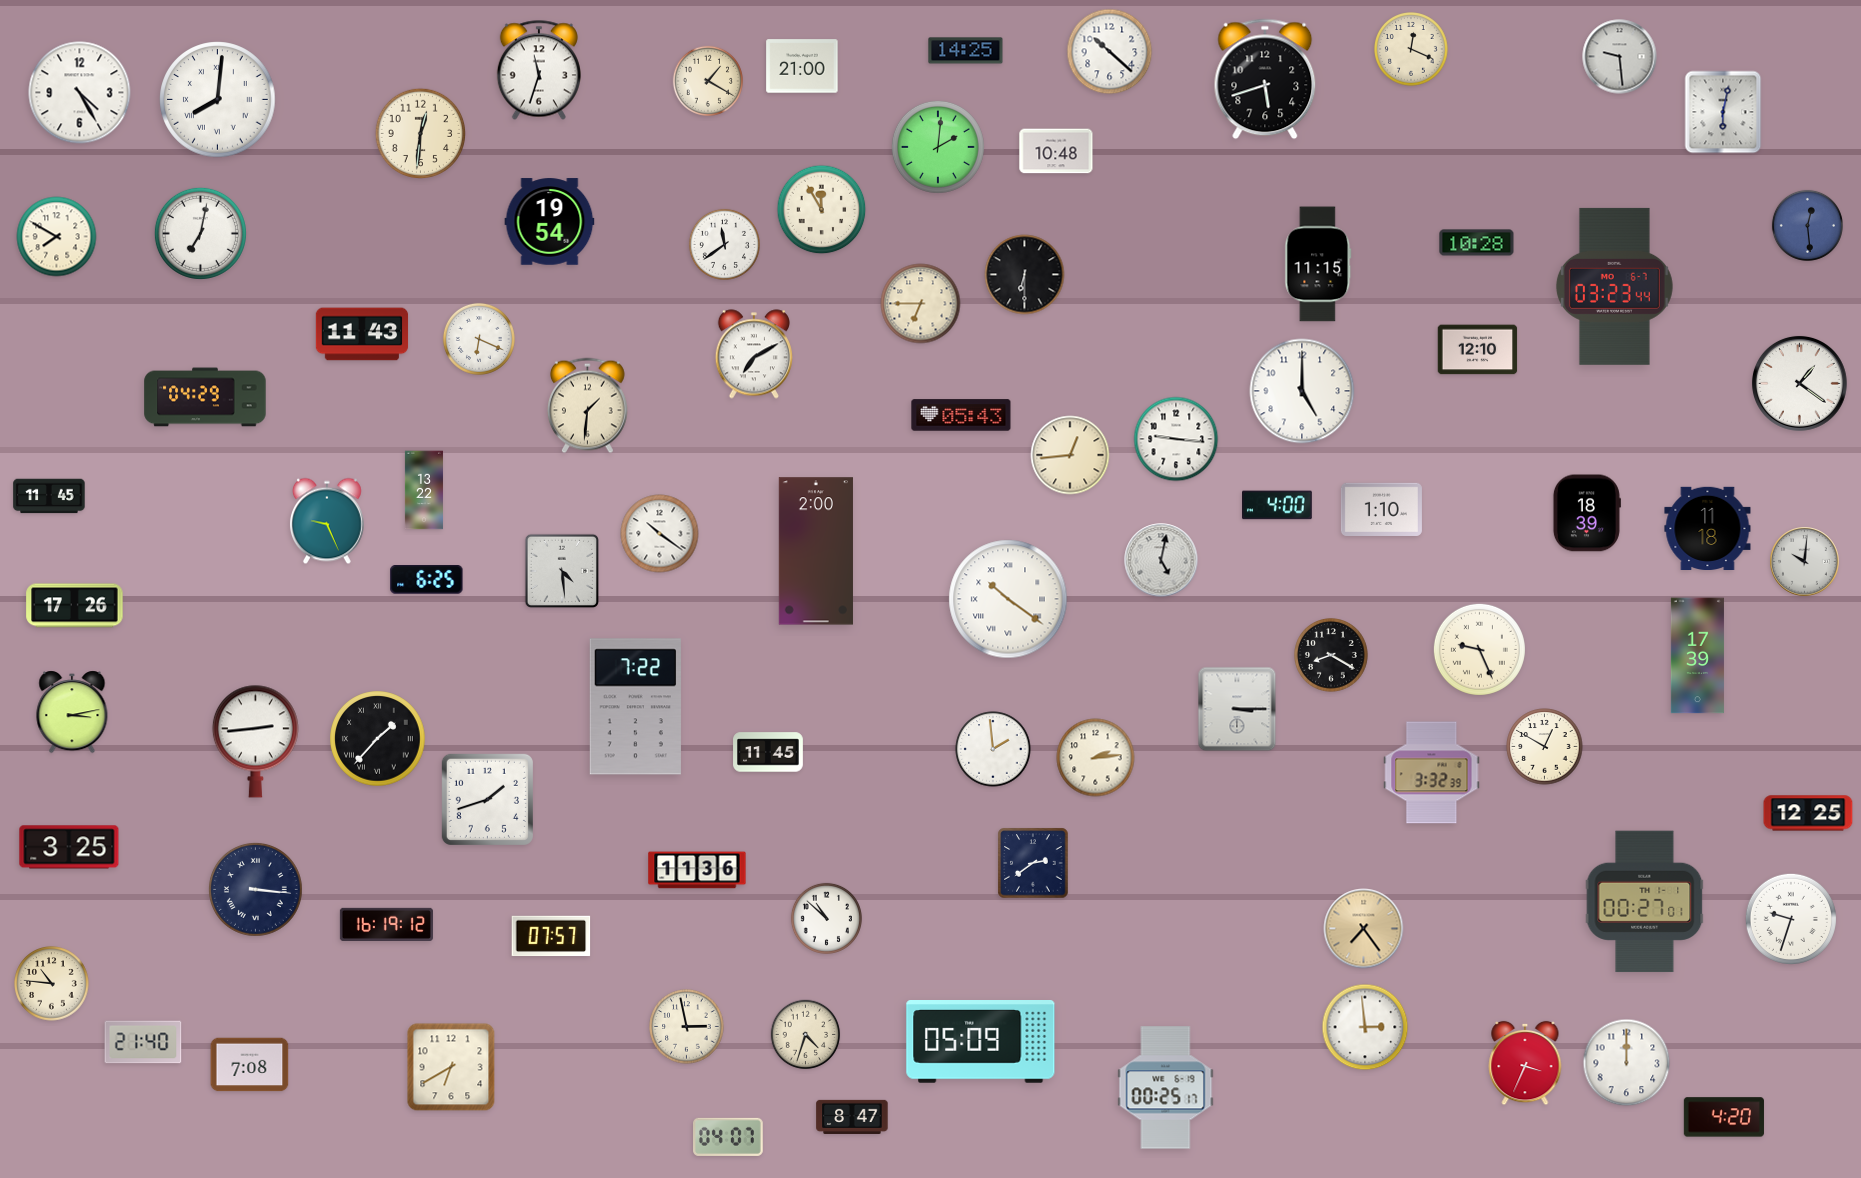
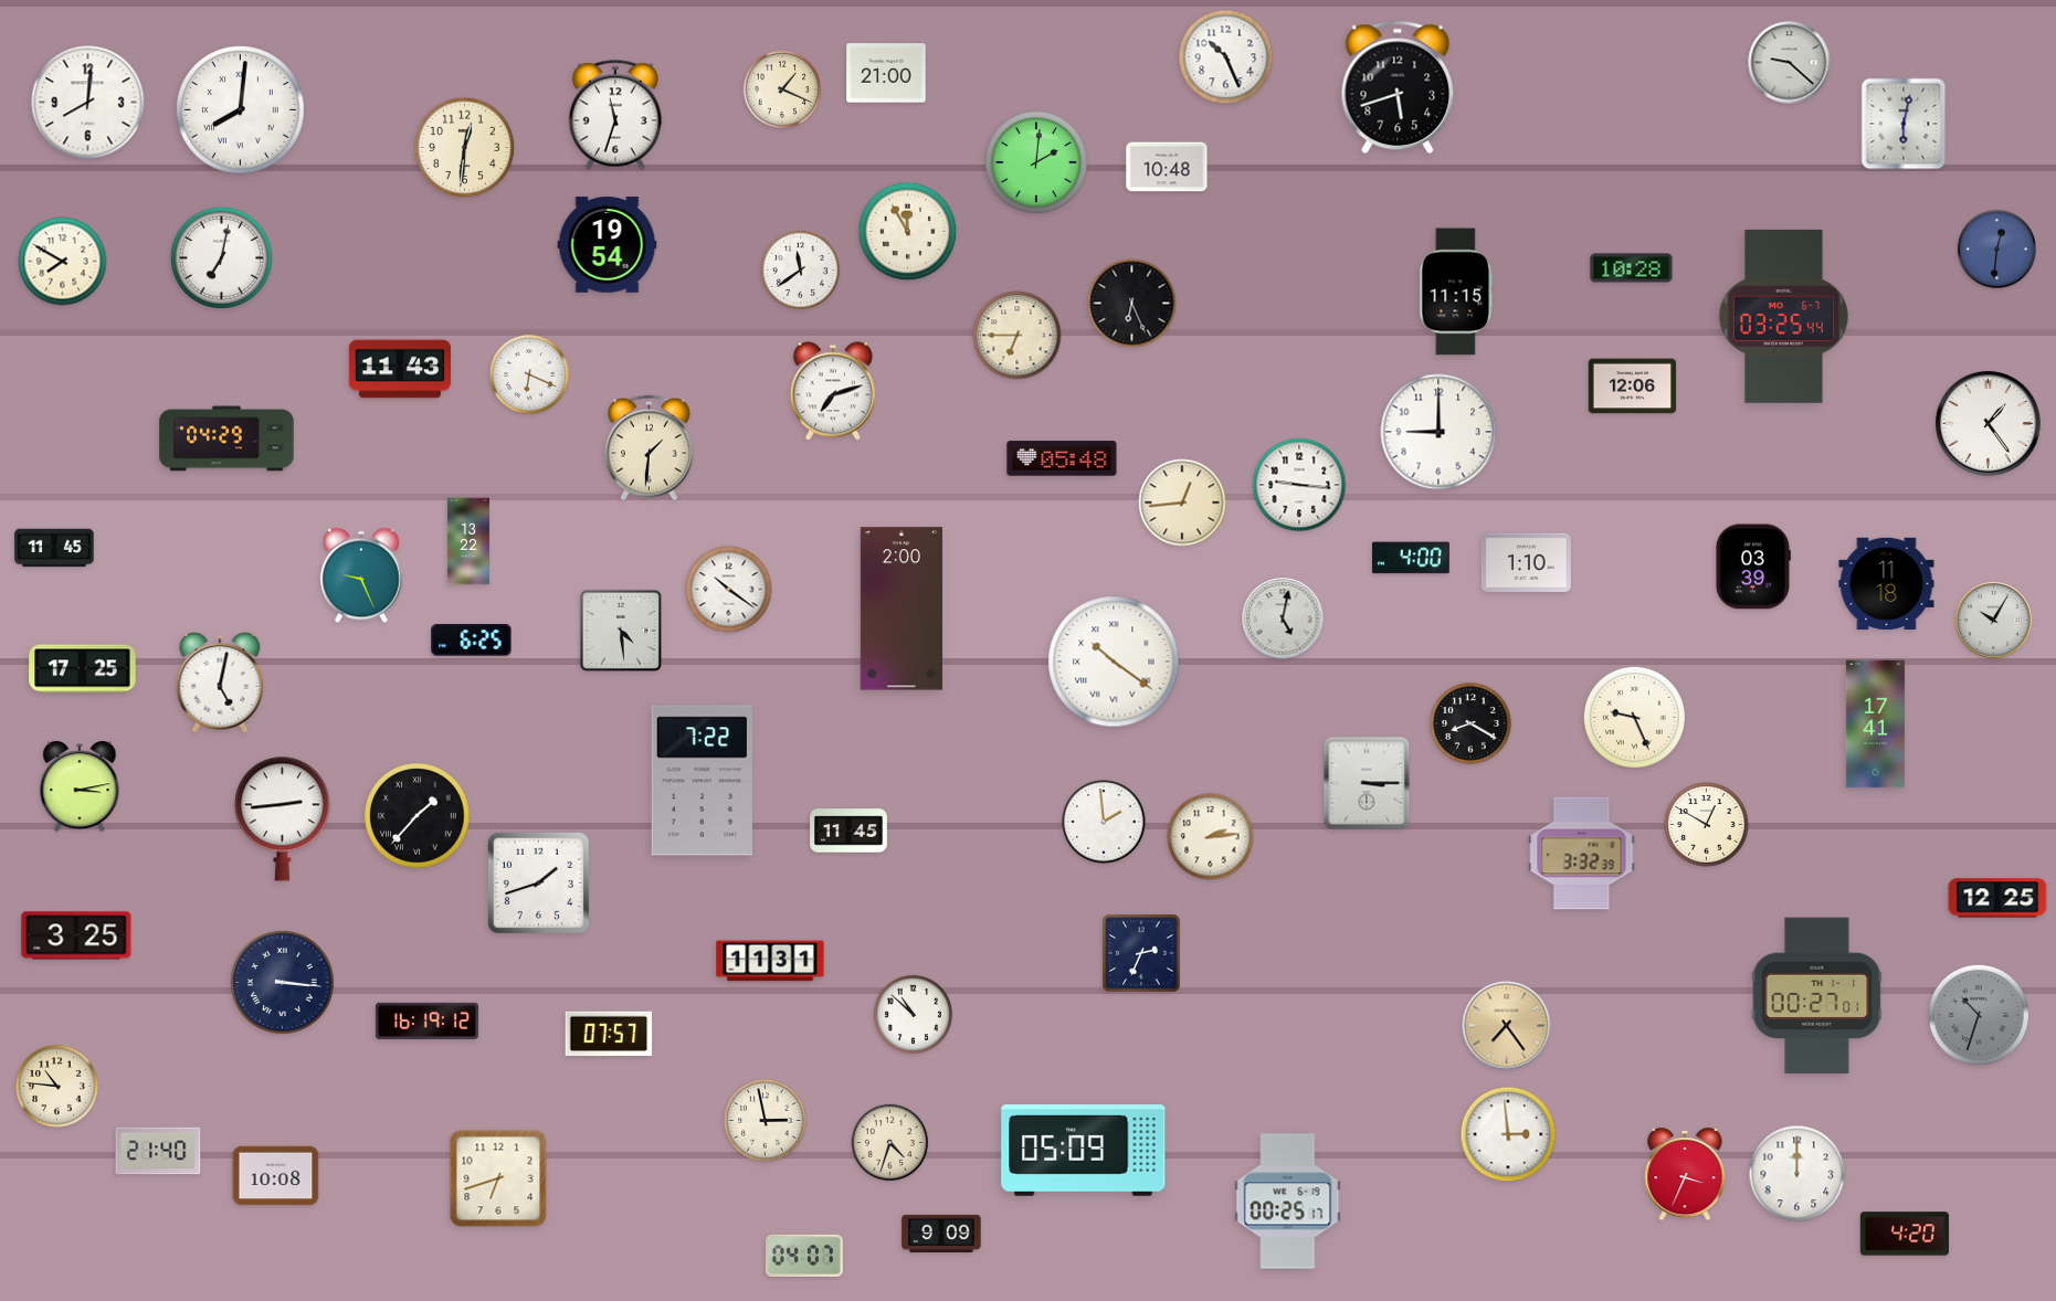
clock at (1412, 50): 12:19 -> none
clock at (966, 51): 14:25 -> none
clock at (1110, 52): 10:22 -> 10:26
clock at (1620, 57): 9:29 -> 9:22
clock at (539, 70) position: (539, 70) -> (615, 115)
clock at (707, 80): 1:20 -> 1:19
clock at (80, 93): 4:25 -> 8:01
clock at (1807, 225): 12:29 -> 12:31
clock at (1025, 275): 6:30 -> 6:26
clock at (1614, 286): 03:23 -> 03:25
clock at (1478, 350): 12:10 -> 12:06
clock at (754, 354): 7:10 -> 7:12
clock at (1799, 383): 1:21 -> 1:24
clock at (1302, 391): 5:00 -> 9:00
clock at (961, 415): 05:43 -> 05:48
clock at (1586, 513): 18:39 -> 03:39
clock at (1805, 562): 10:01 -> 10:05
clock at (75, 606): 17:26 -> 17:25
clock at (220, 683): none -> 5:02
clock at (1697, 656): 17:39 -> 17:41
clock at (993, 749) position: (993, 749) -> (1104, 822)
clock at (1033, 863): 2:39 -> 2:34
clock at (697, 870): 11:36 -> 11:31
clock at (1791, 919): 9:33 -> 10:33
clock at (1791, 919) dial: white -> grey
clock at (687, 1027) position: (687, 1027) -> (766, 1121)
clock at (250, 1065): 7:08 -> 10:08
clock at (451, 1067): 6:40 -> 6:42
clock at (852, 1117): 8:47 -> 9:09
